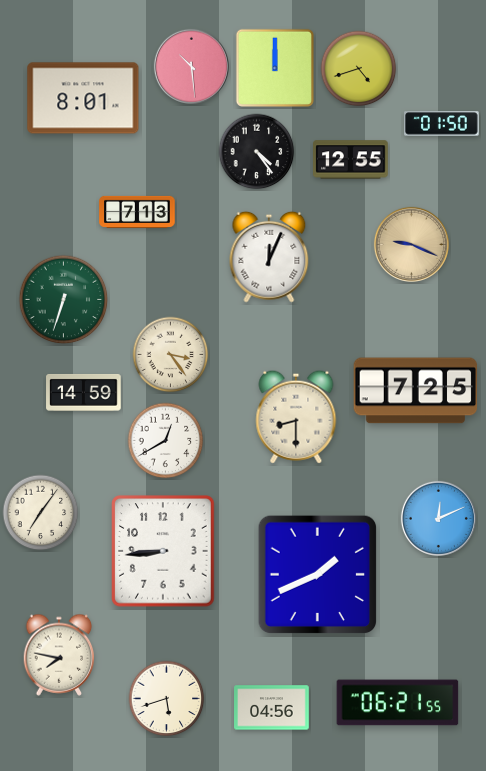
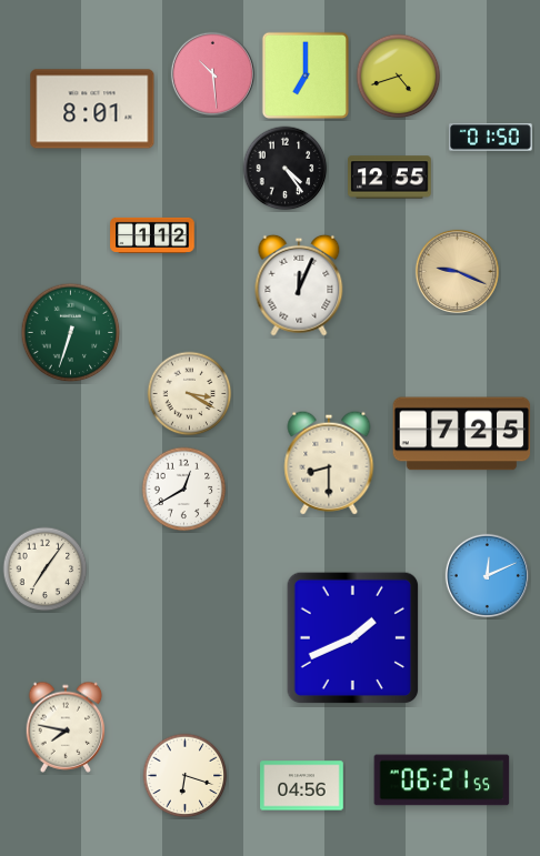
clock at (275, 68): 12:00 -> 7:00
clock at (137, 212): 7:13 -> 1:12
clock at (171, 355): 3:24 -> 3:20
clock at (84, 392): 14:59 -> none
clock at (163, 551): 8:44 -> none
clock at (167, 699): 5:42 -> 6:18
